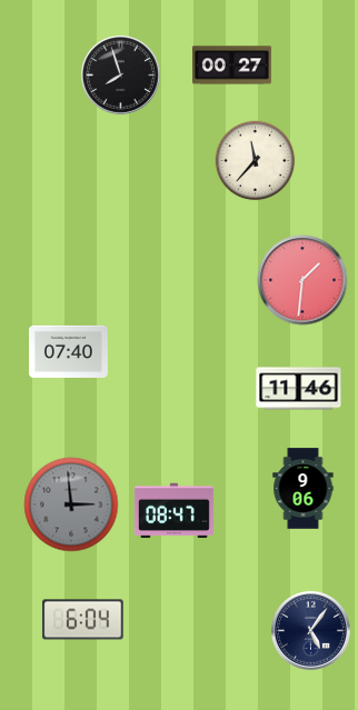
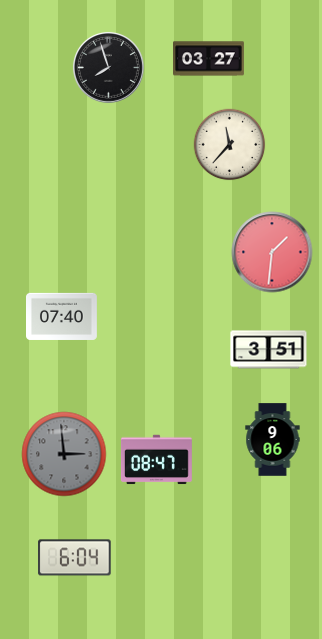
clock at (232, 66): 00:27 -> 03:27
clock at (299, 389): 11:46 -> 3:51
clock at (310, 630): 5:06 -> none
